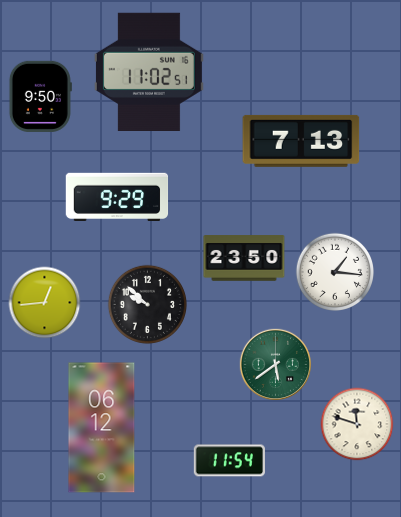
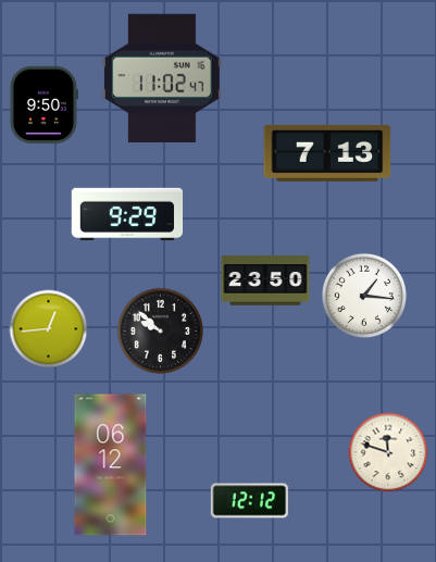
clock at (149, 71): 11:02:51 -> 11:02:47
clock at (275, 364): 5:39 -> none
clock at (357, 424) position: (357, 424) -> (388, 452)
clock at (229, 461): 11:54 -> 12:12
